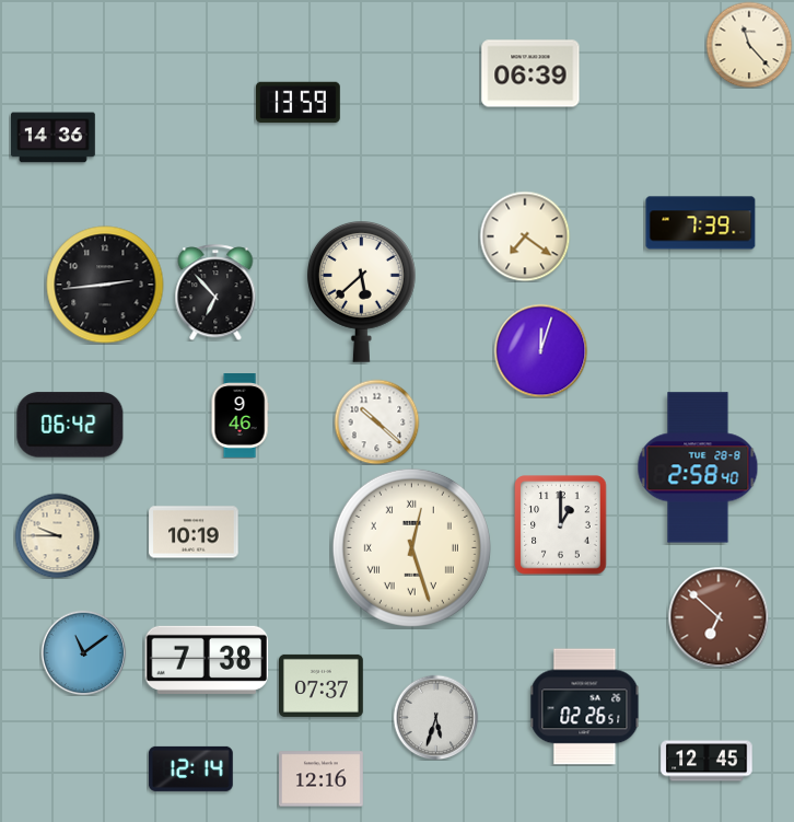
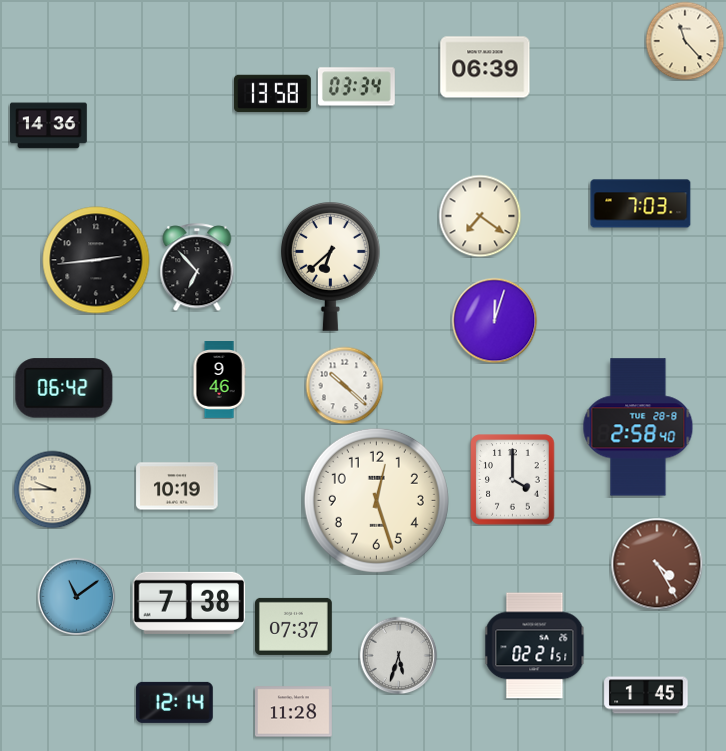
clock at (356, 87): none -> 03:34
clock at (297, 103): 13:59 -> 13:58
clock at (701, 223): 7:39 -> 7:03
clock at (361, 292): 5:38 -> 6:38
clock at (561, 525): 1:00 -> 4:00
clock at (411, 547) numerals: Roman -> Arabic
clock at (719, 617): 6:52 -> 4:25
clock at (585, 707): 02:26 -> 02:21
clock at (707, 761): 12:45 -> 1:45
clock at (322, 779): 12:16 -> 11:28
